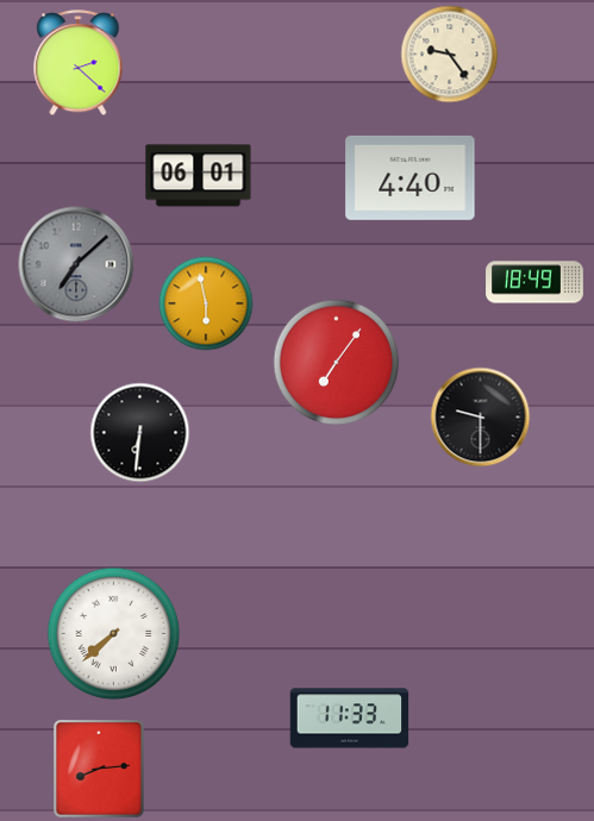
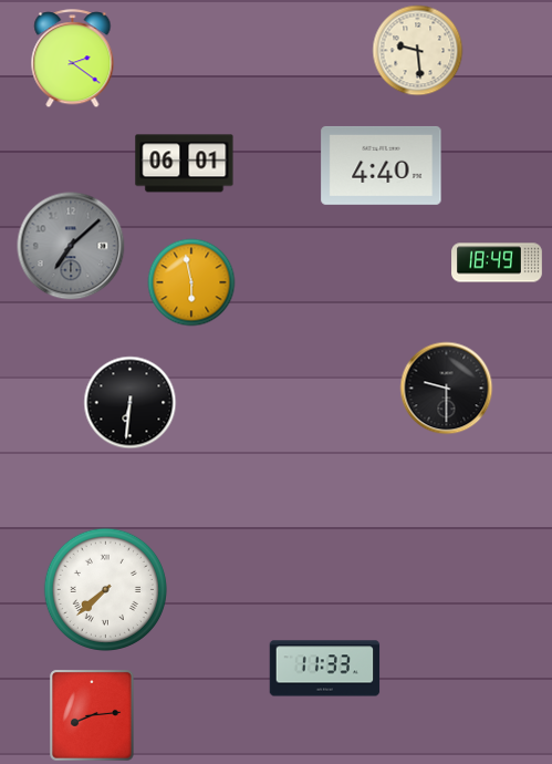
clock at (450, 55): 9:24 -> 9:29
clock at (79, 63): 2:22 -> 2:21
clock at (337, 363): 7:06 -> none
